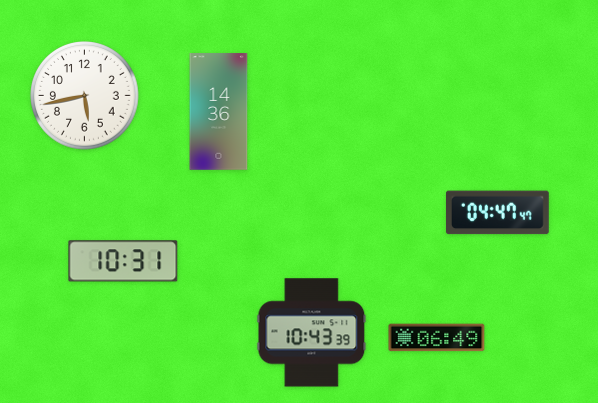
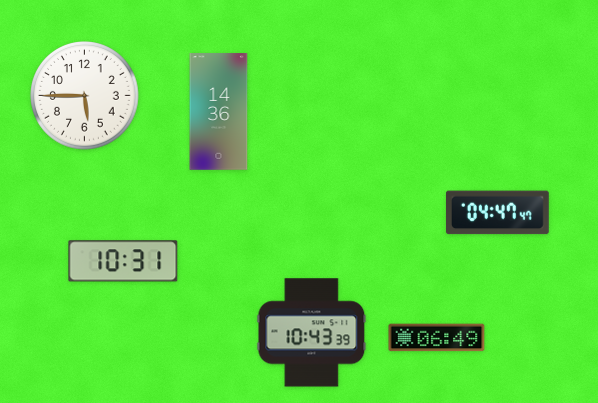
clock at (85, 96): 5:43 -> 5:45
